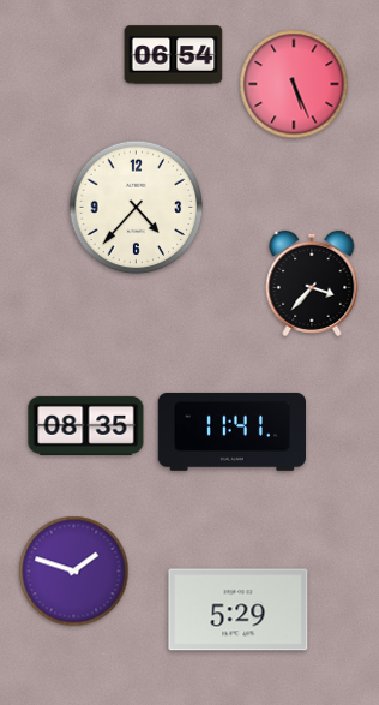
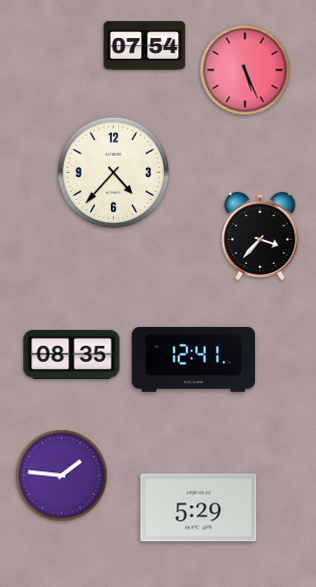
clock at (174, 55): 06:54 -> 07:54
clock at (231, 431): 11:41 -> 12:41
clock at (74, 572): 1:48 -> 1:46
